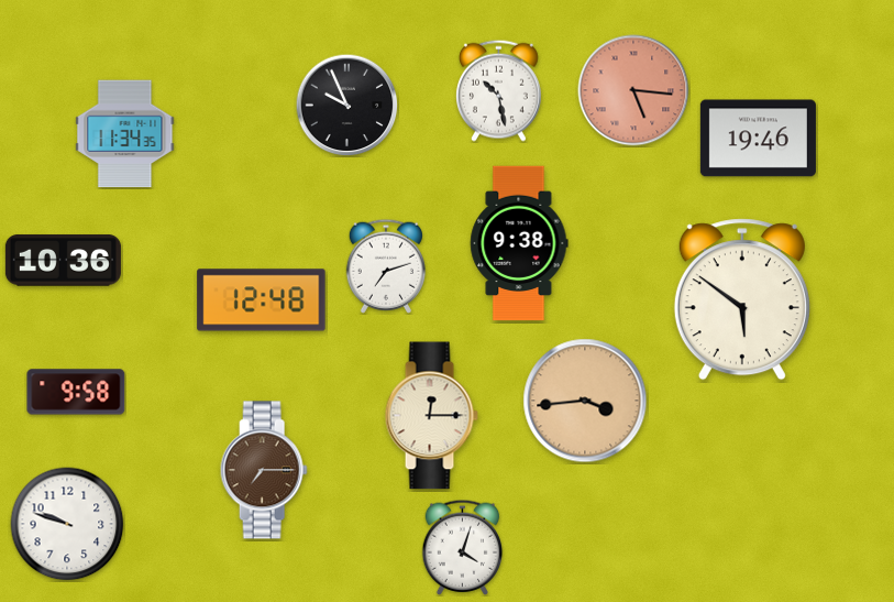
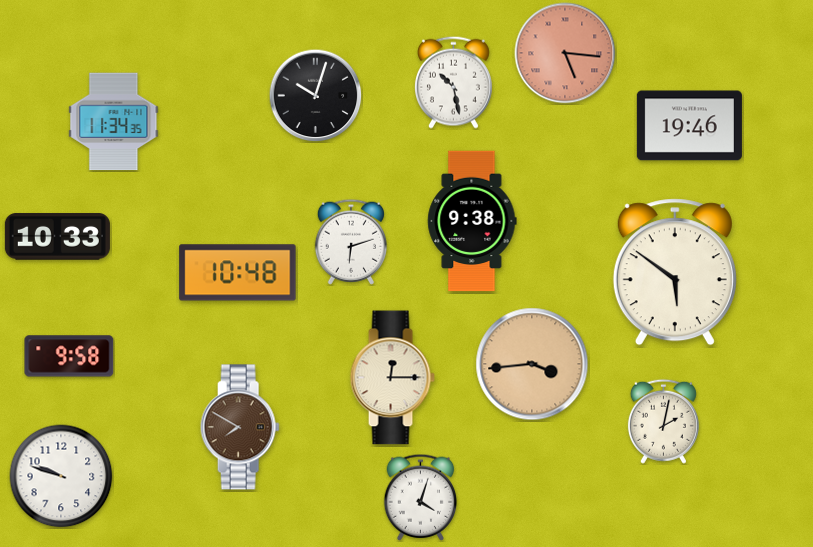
clock at (633, 90) position: (633, 90) -> (565, 53)
clock at (346, 105): 9:56 -> 10:03
clock at (63, 261): 10:36 -> 10:33
clock at (386, 266): 7:12 -> 6:12
clock at (262, 300): 12:48 -> 10:48
clock at (663, 421): none -> 2:02
clock at (264, 470): 7:15 -> 7:50
